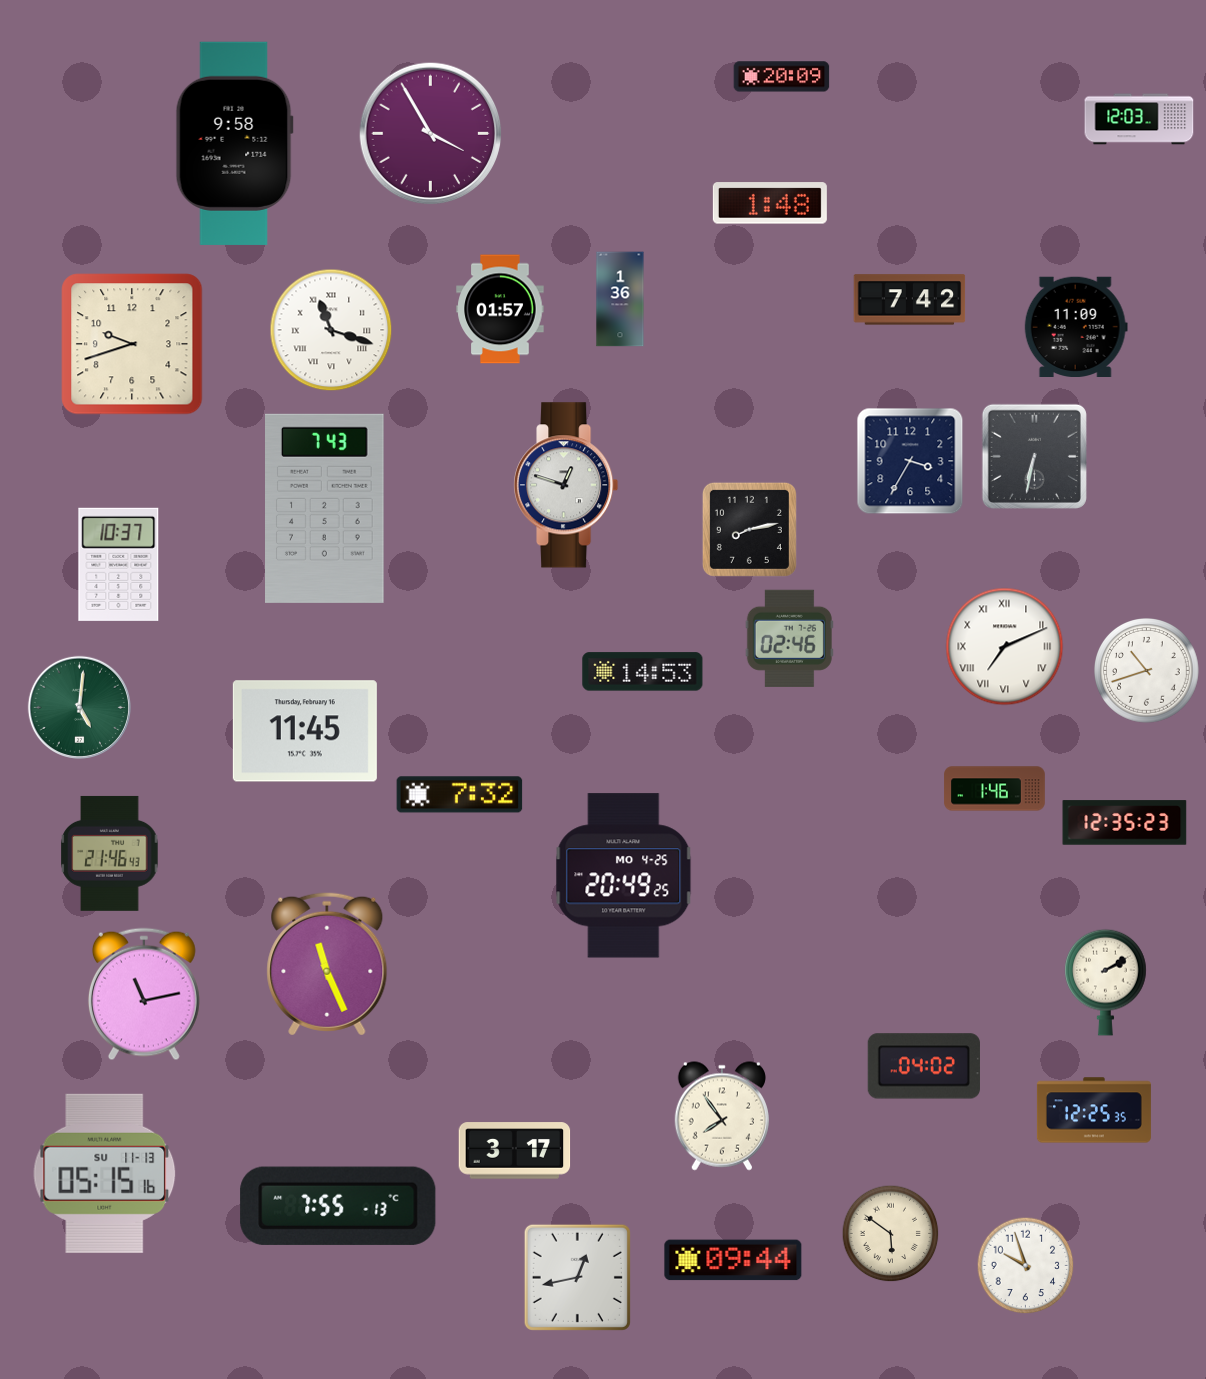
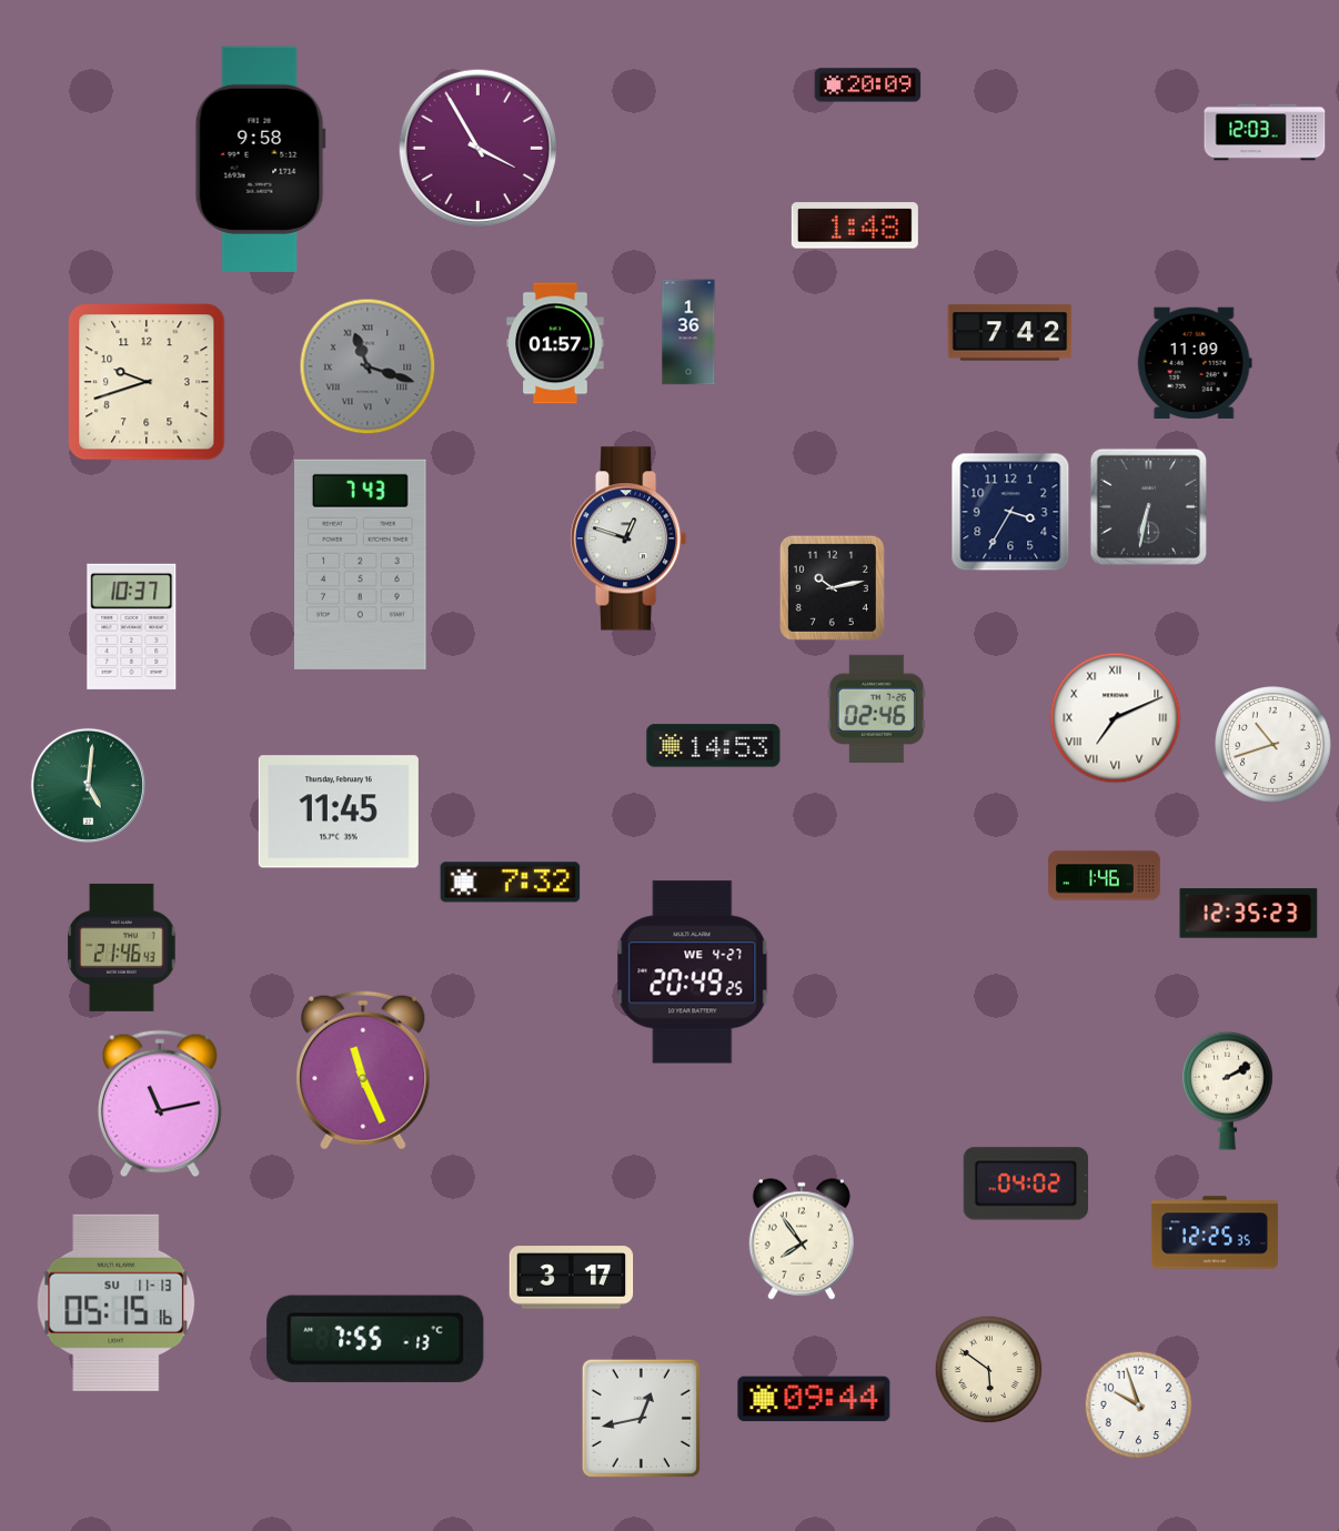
clock at (331, 330) dial: white -> grey
clock at (749, 529): 8:13 -> 10:13
clock at (624, 876) date: MO 4-25 -> WE 4-27
